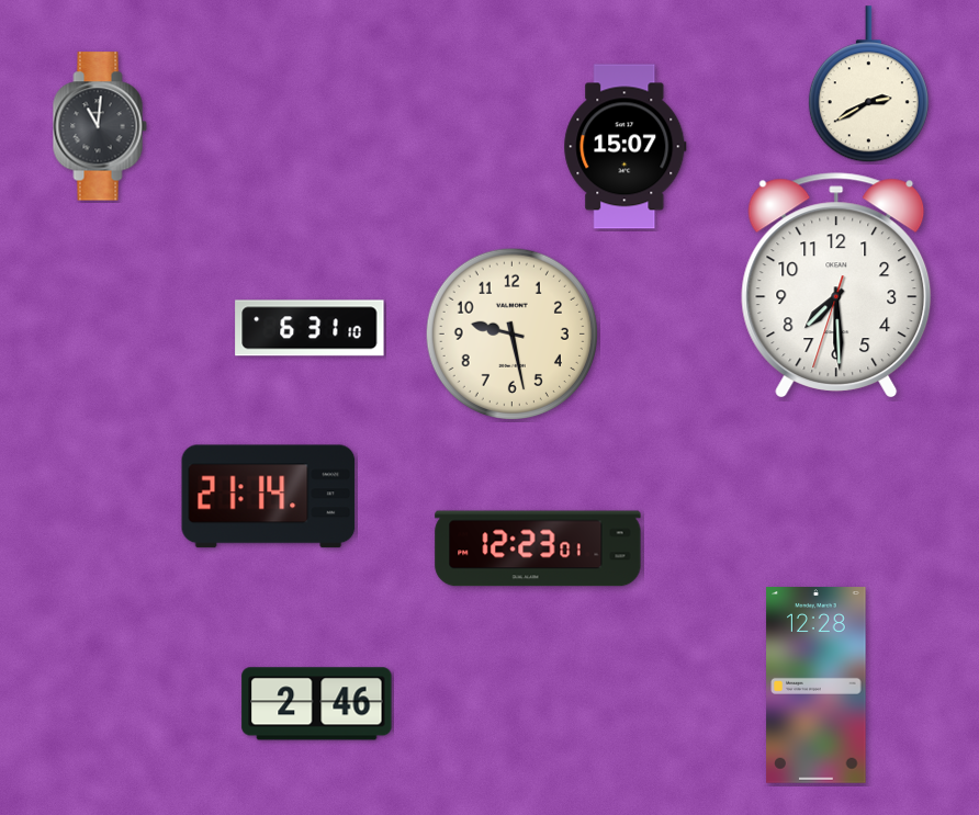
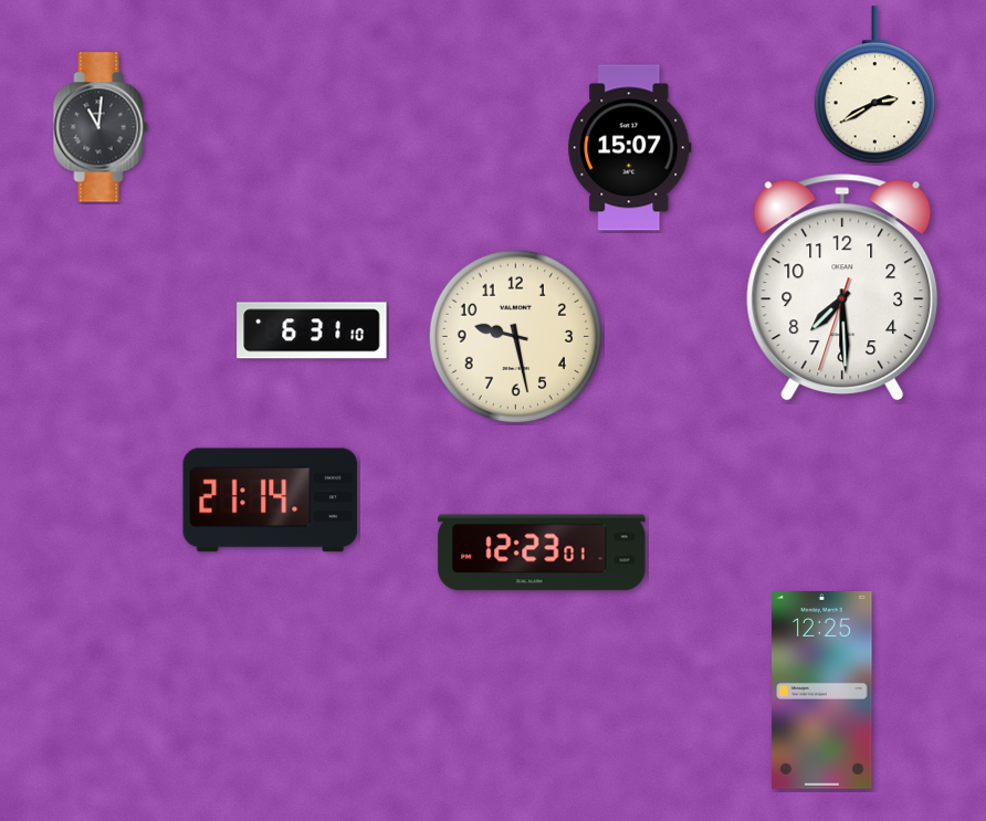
clock at (817, 686): 12:28 -> 12:25
clock at (317, 704): 2:46 -> none
